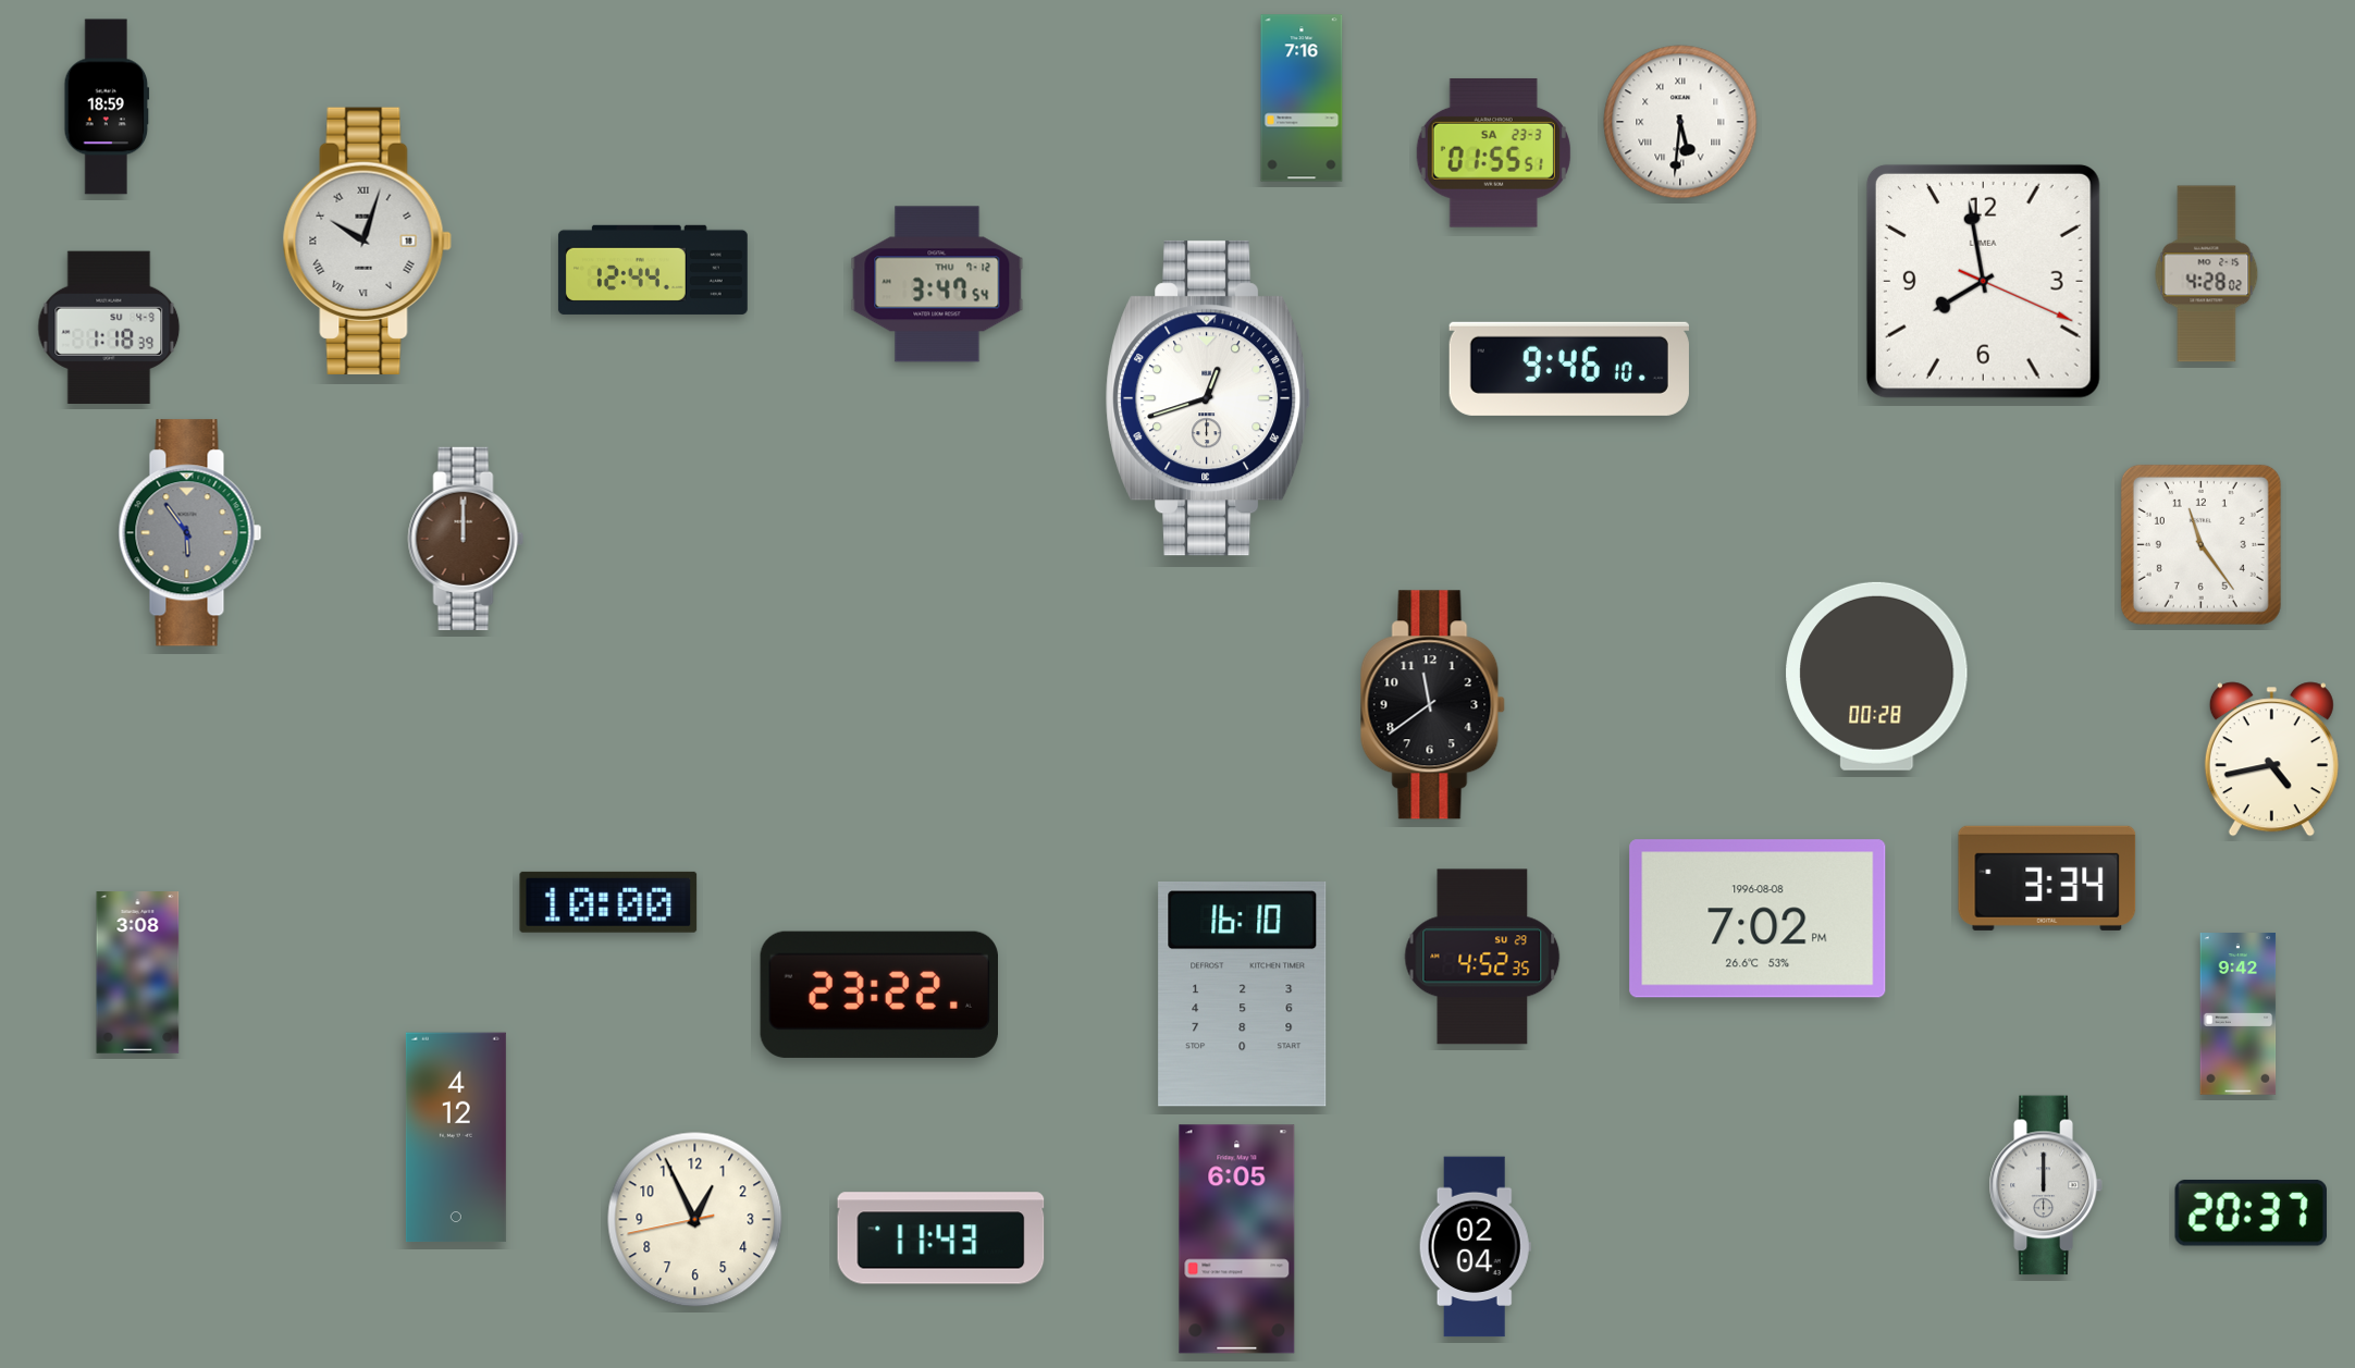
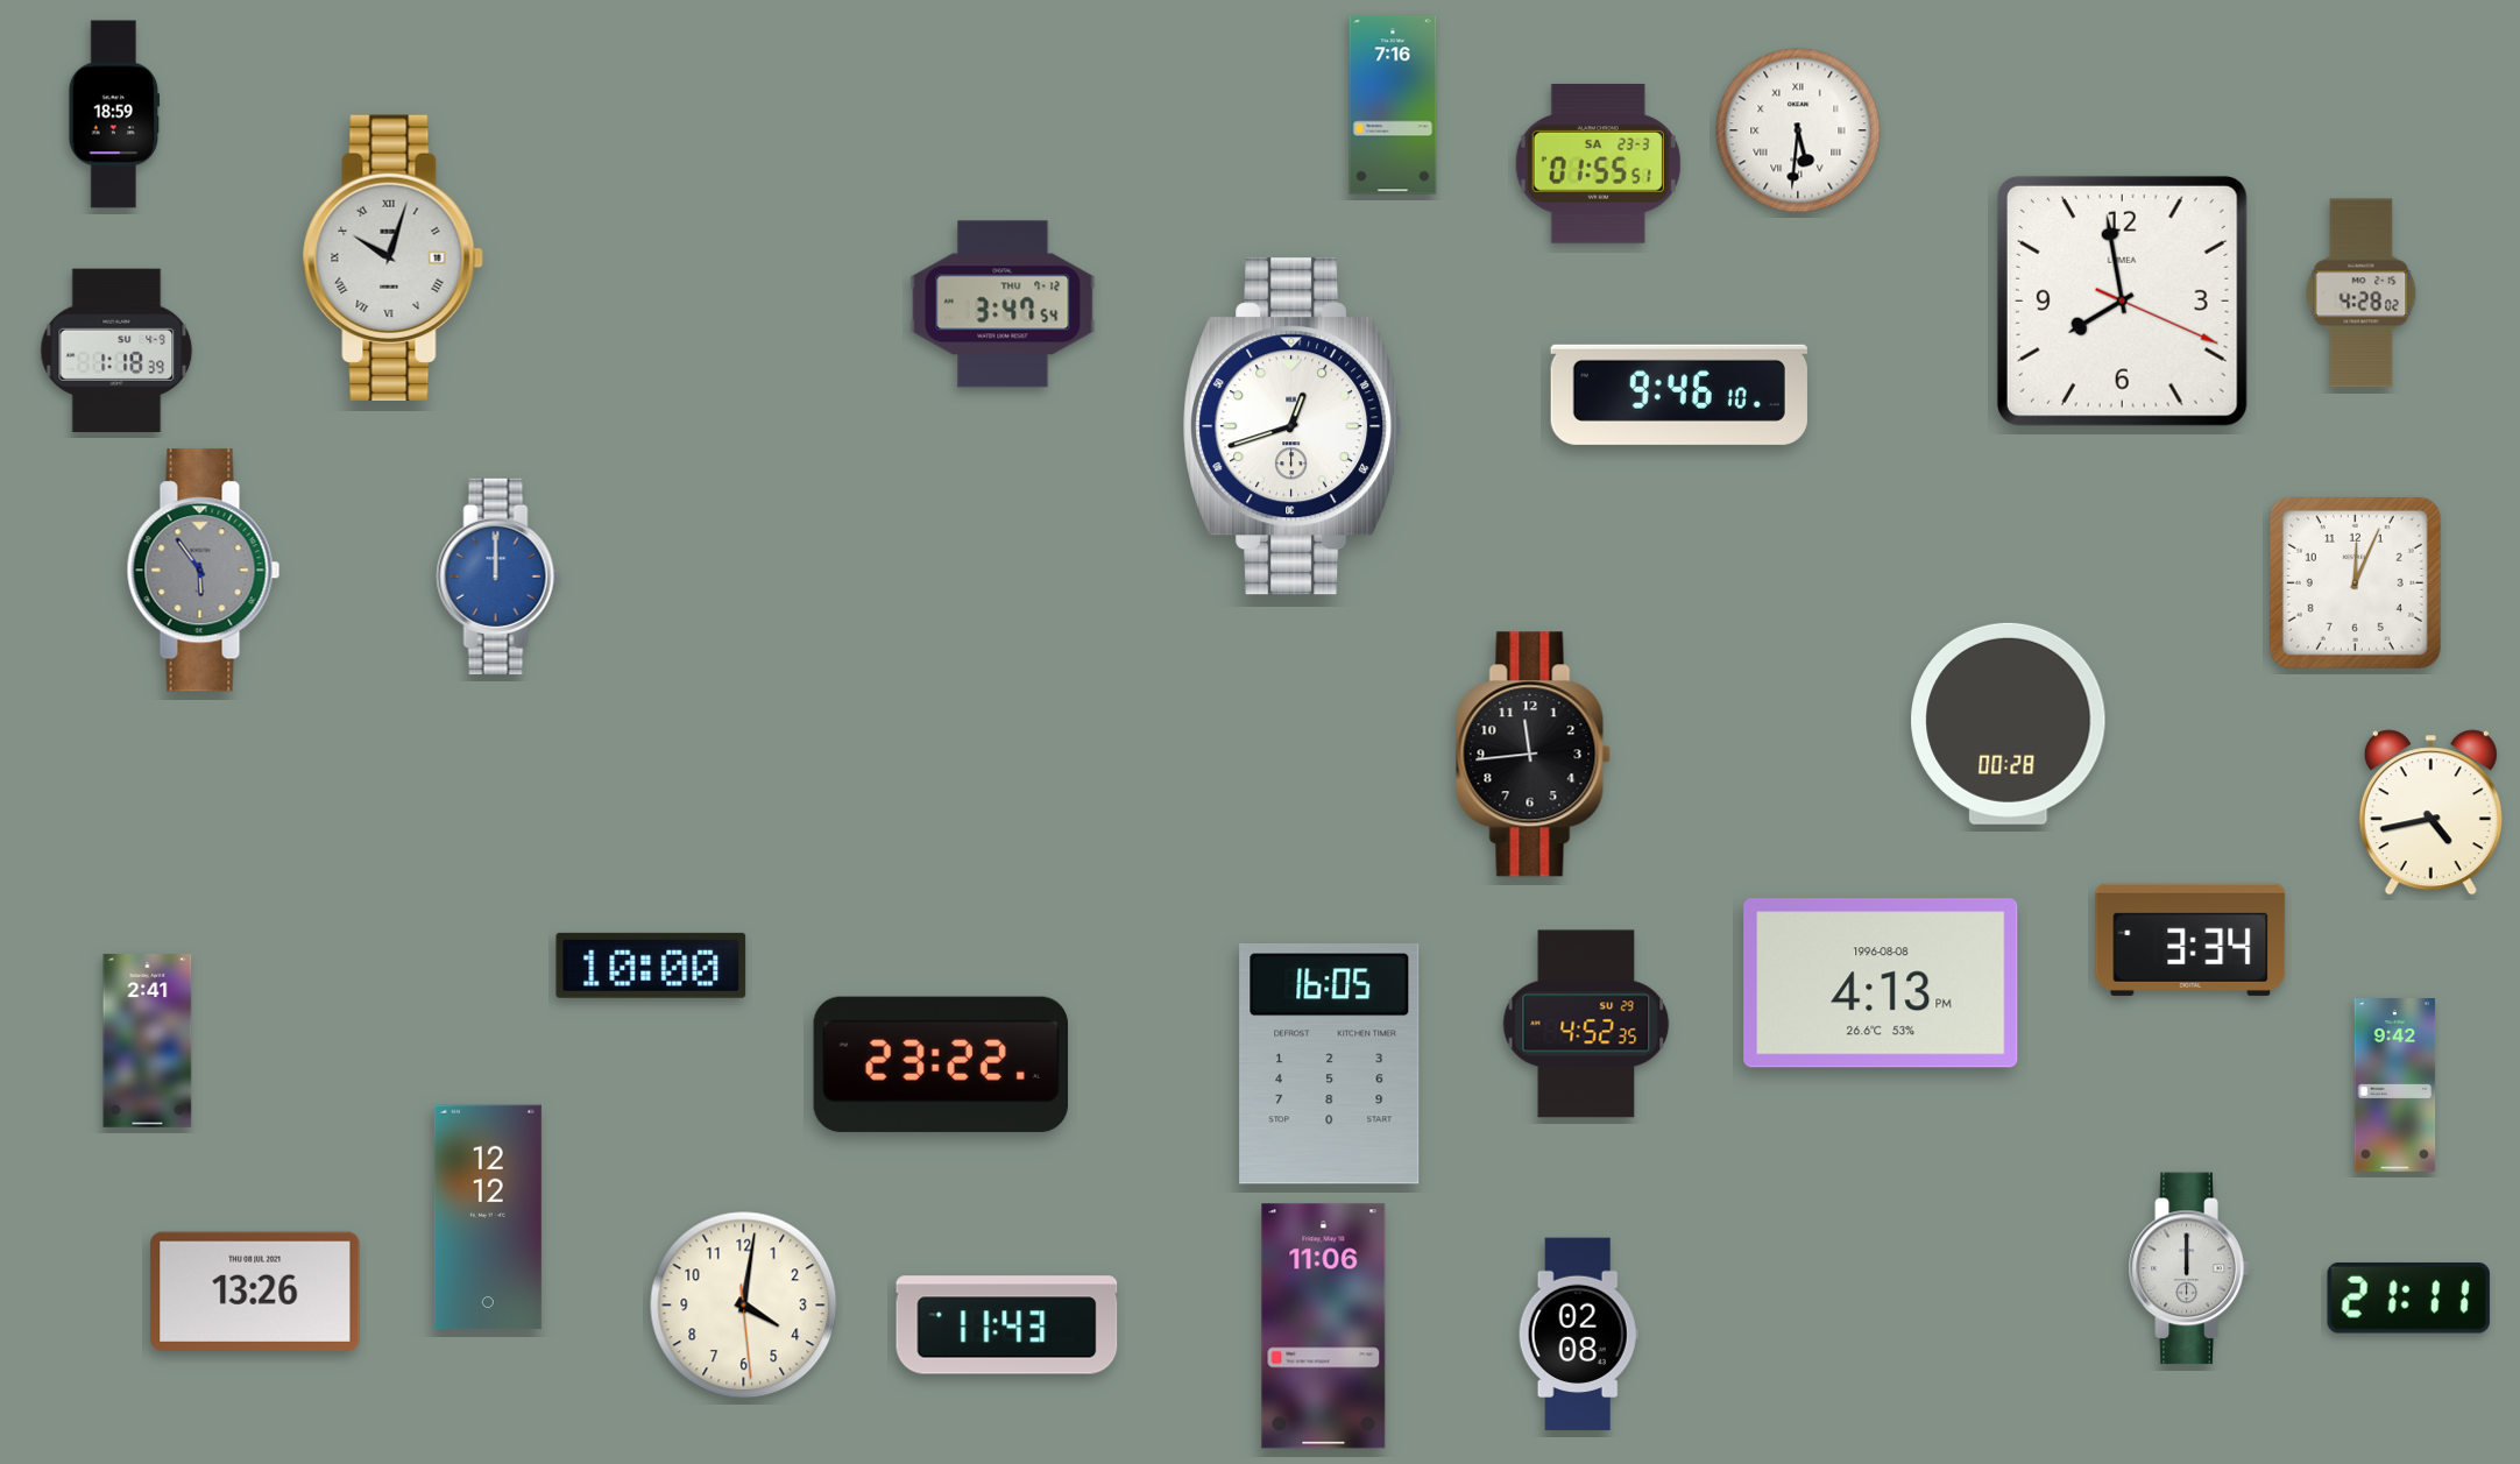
clock at (653, 270): 12:44 -> none
clock at (466, 539) dial: brown -> blue
clock at (2200, 544): 11:24 -> 12:04
clock at (1432, 705): 11:39 -> 11:44
clock at (1758, 919): 7:02 -> 4:13
clock at (138, 973): 3:08 -> 2:41
clock at (1243, 995): 16:10 -> 16:05
clock at (456, 1137): 4:12 -> 12:12
clock at (255, 1292): none -> 13:26
clock at (2251, 1212): 20:37 -> 21:11
clock at (695, 1220): 12:55 -> 4:01
clock at (1237, 1240): 6:05 -> 11:06
clock at (1475, 1247): 02:04 -> 02:08
